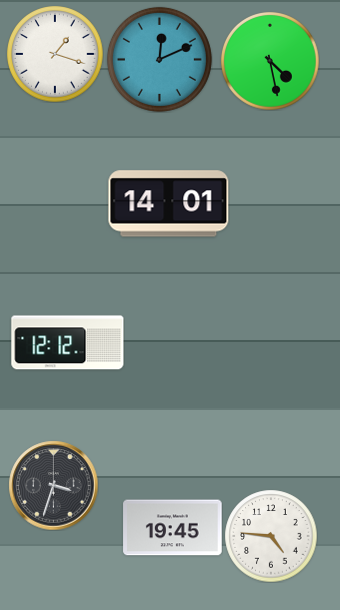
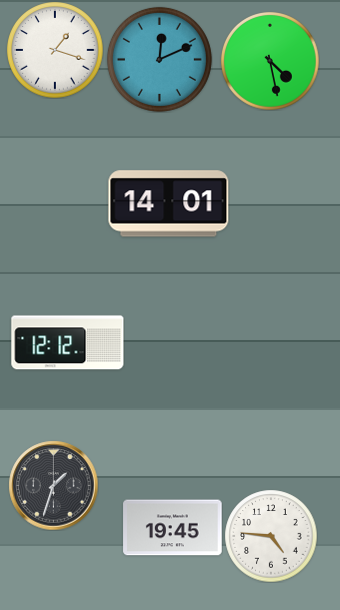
clock at (55, 54) position: (55, 54) -> (55, 50)
clock at (53, 485): 3:33 -> 1:33
